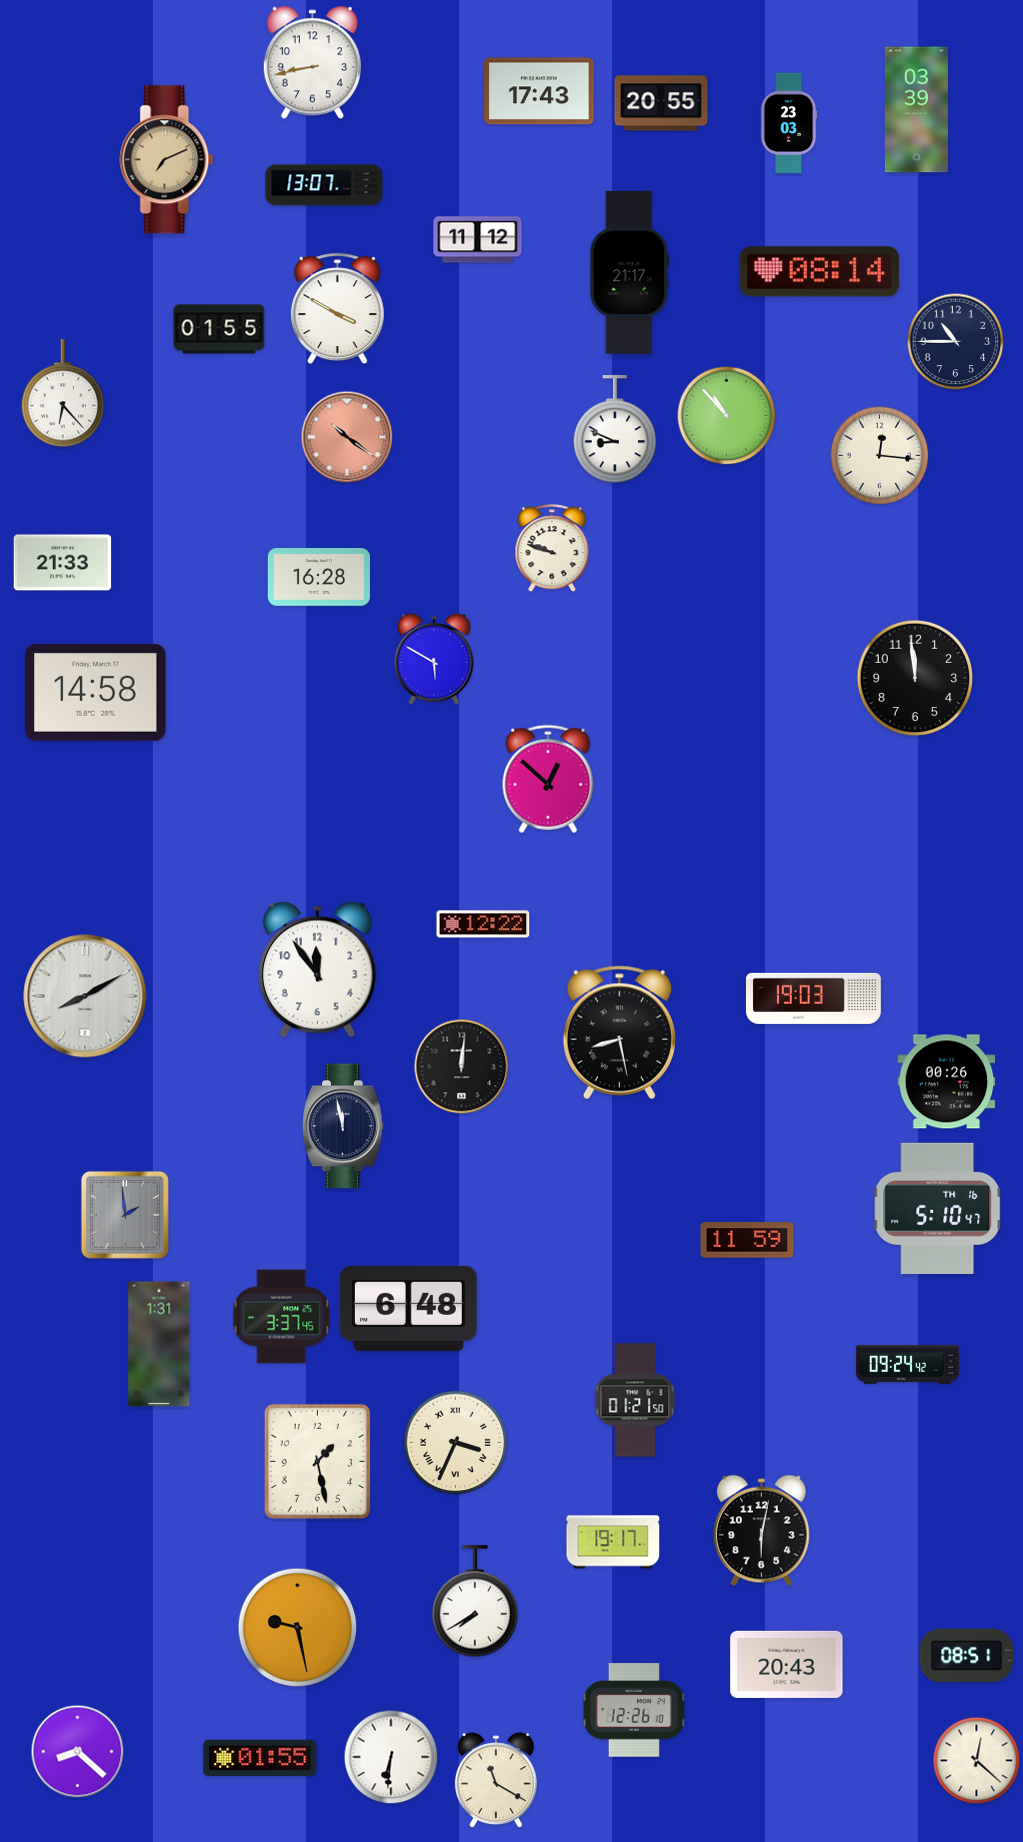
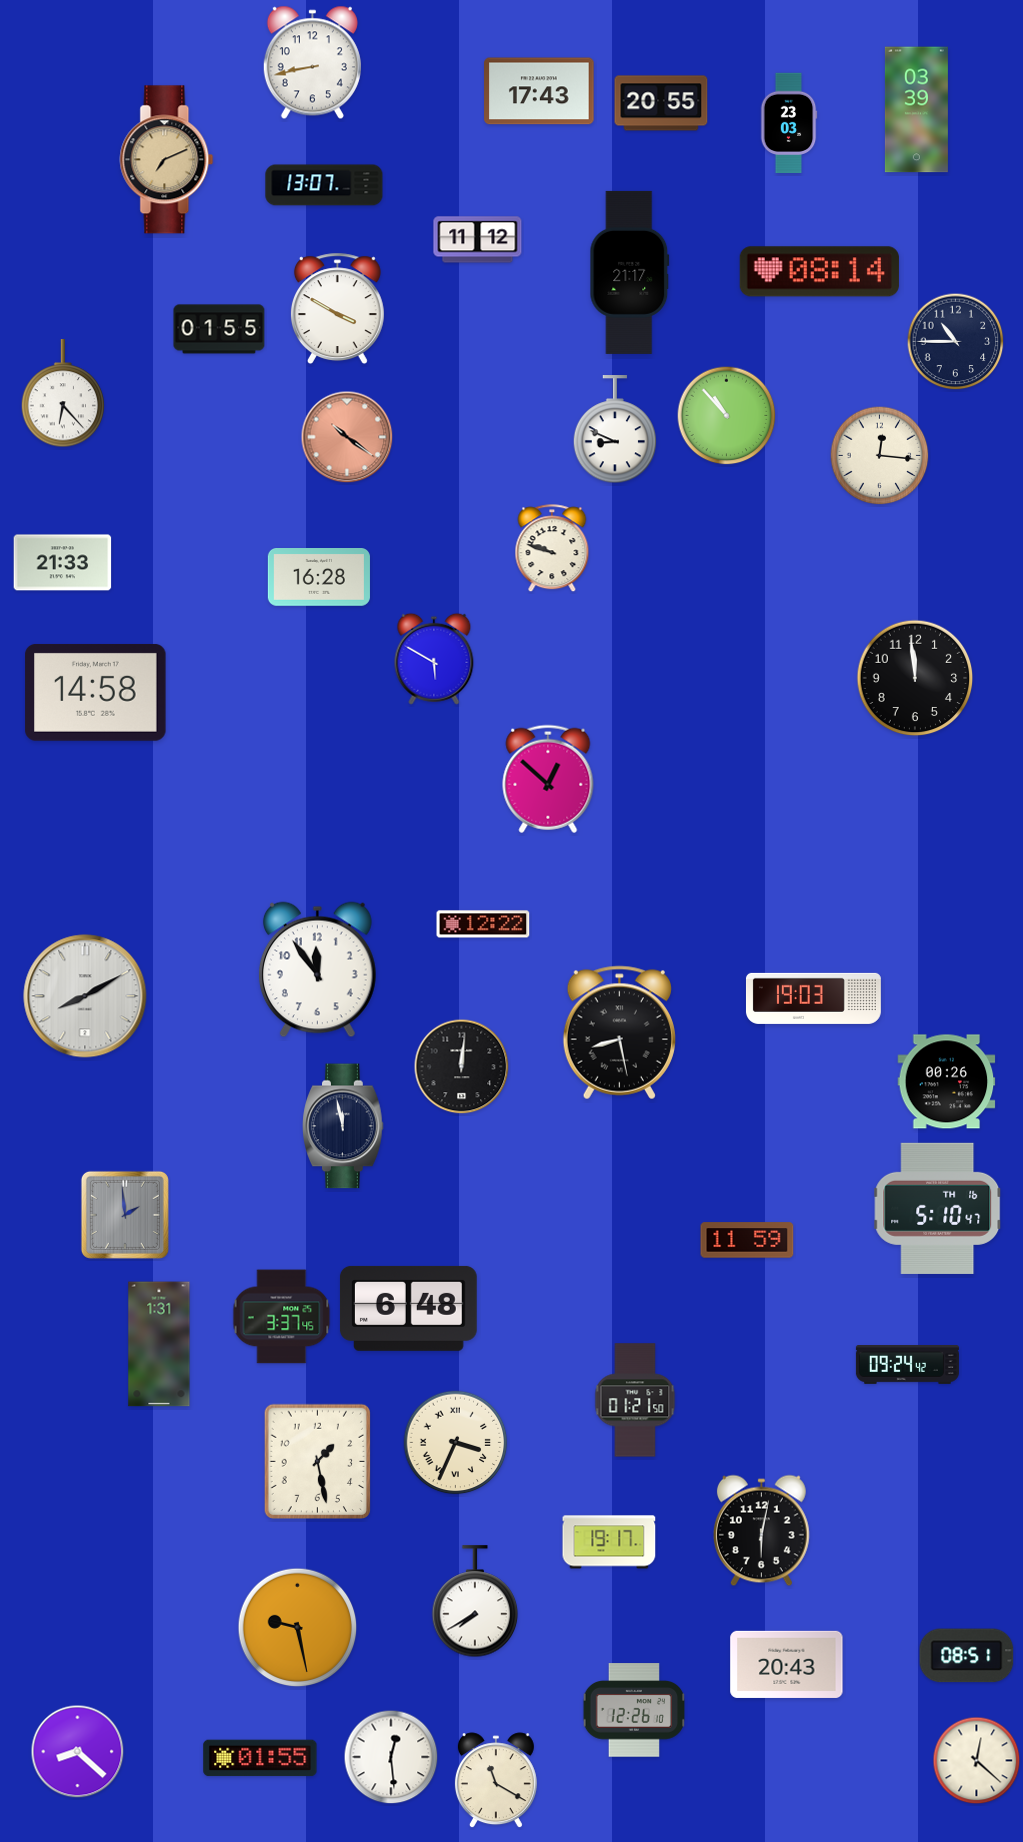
clock at (613, 1542) position: (613, 1542) -> (609, 1542)
clock at (391, 1757): 6:31 -> 12:29
